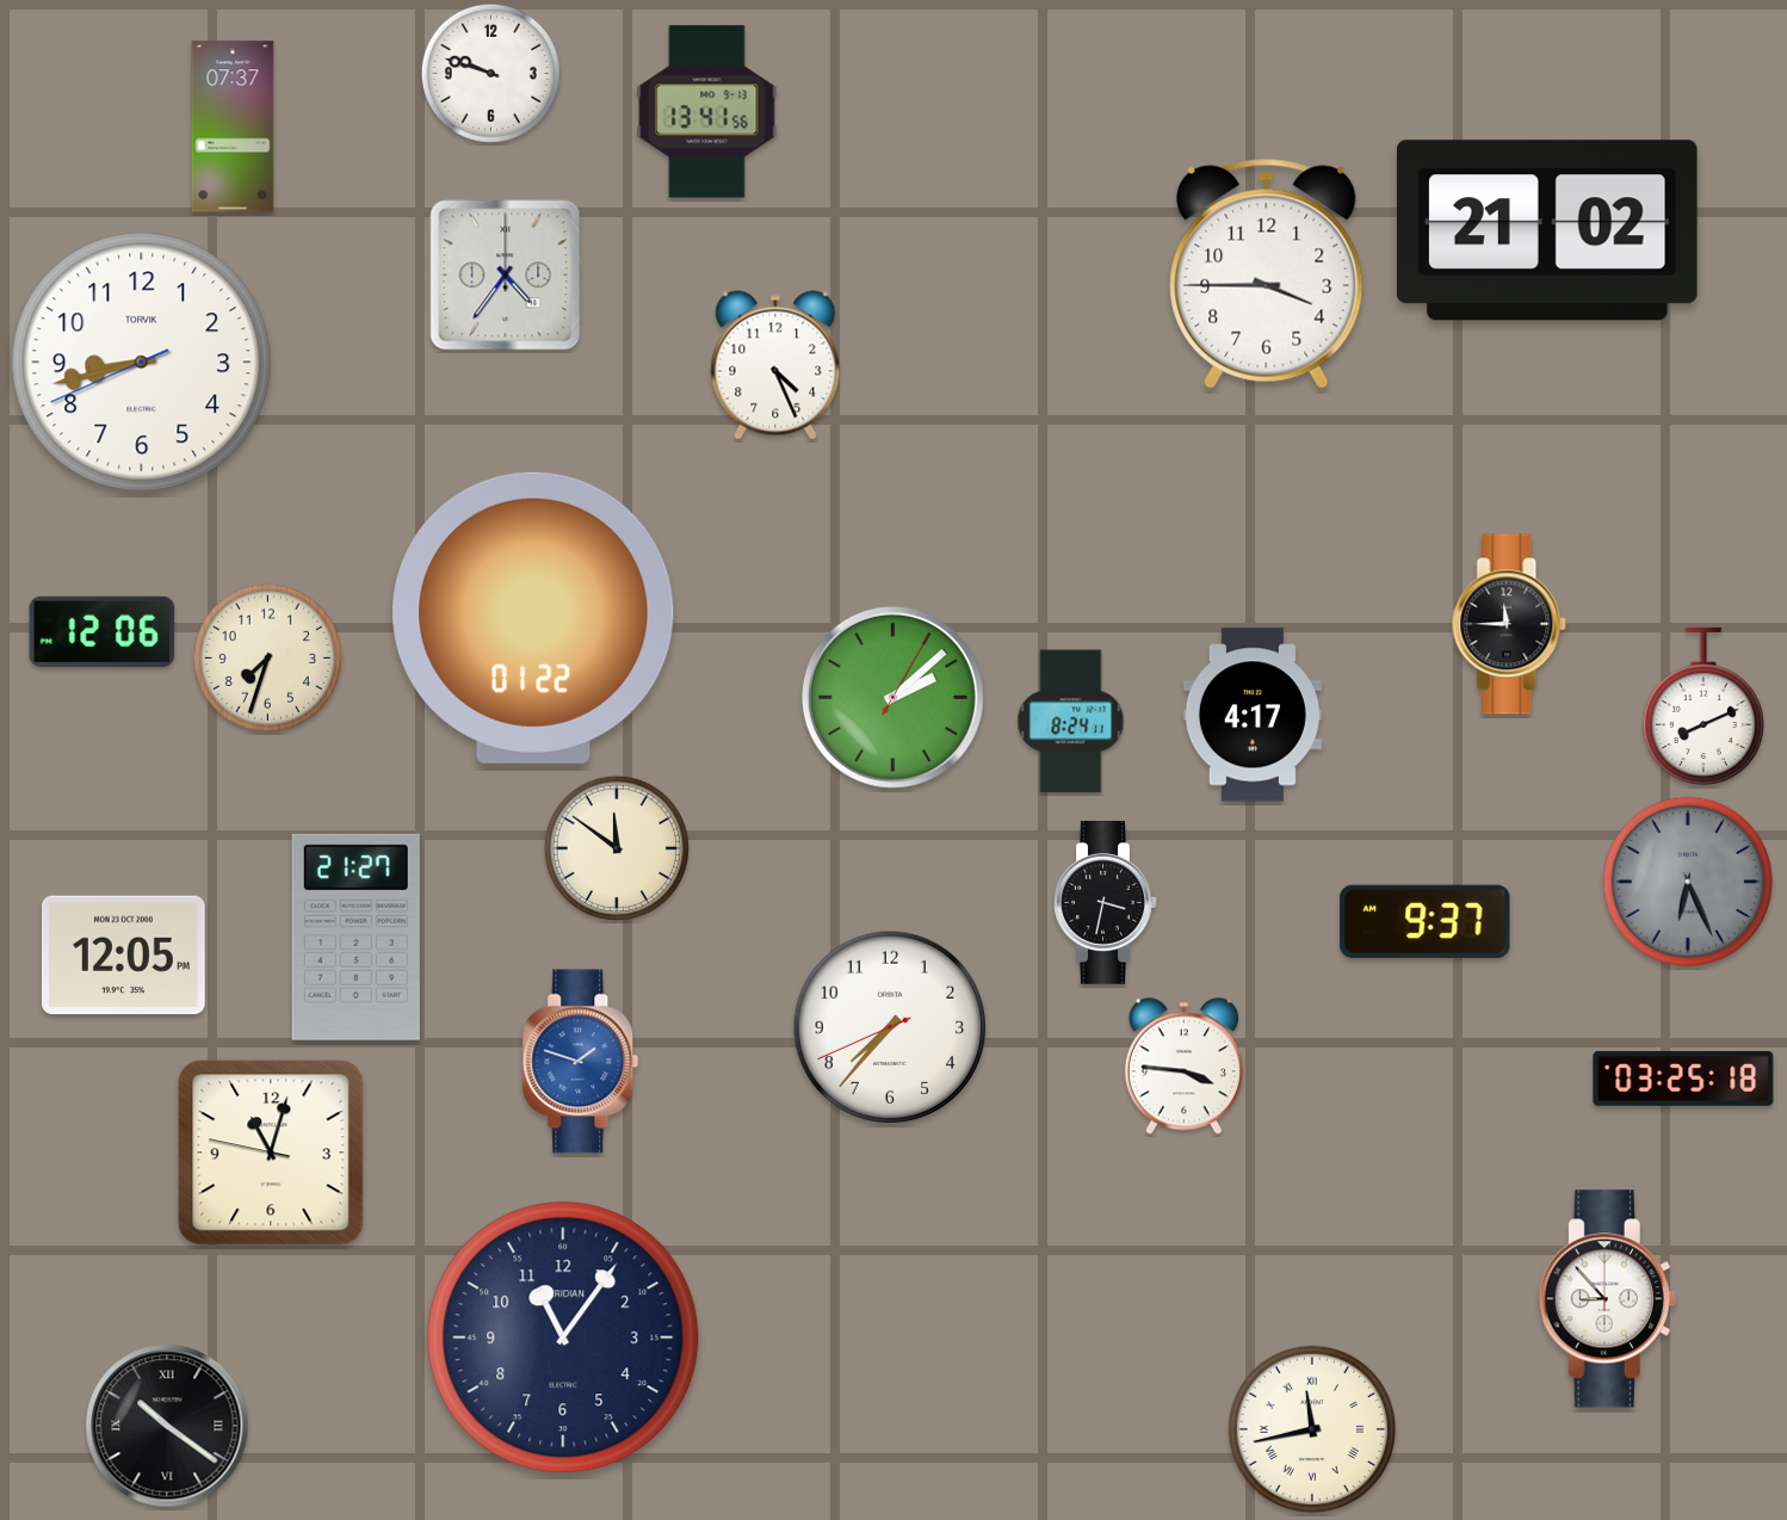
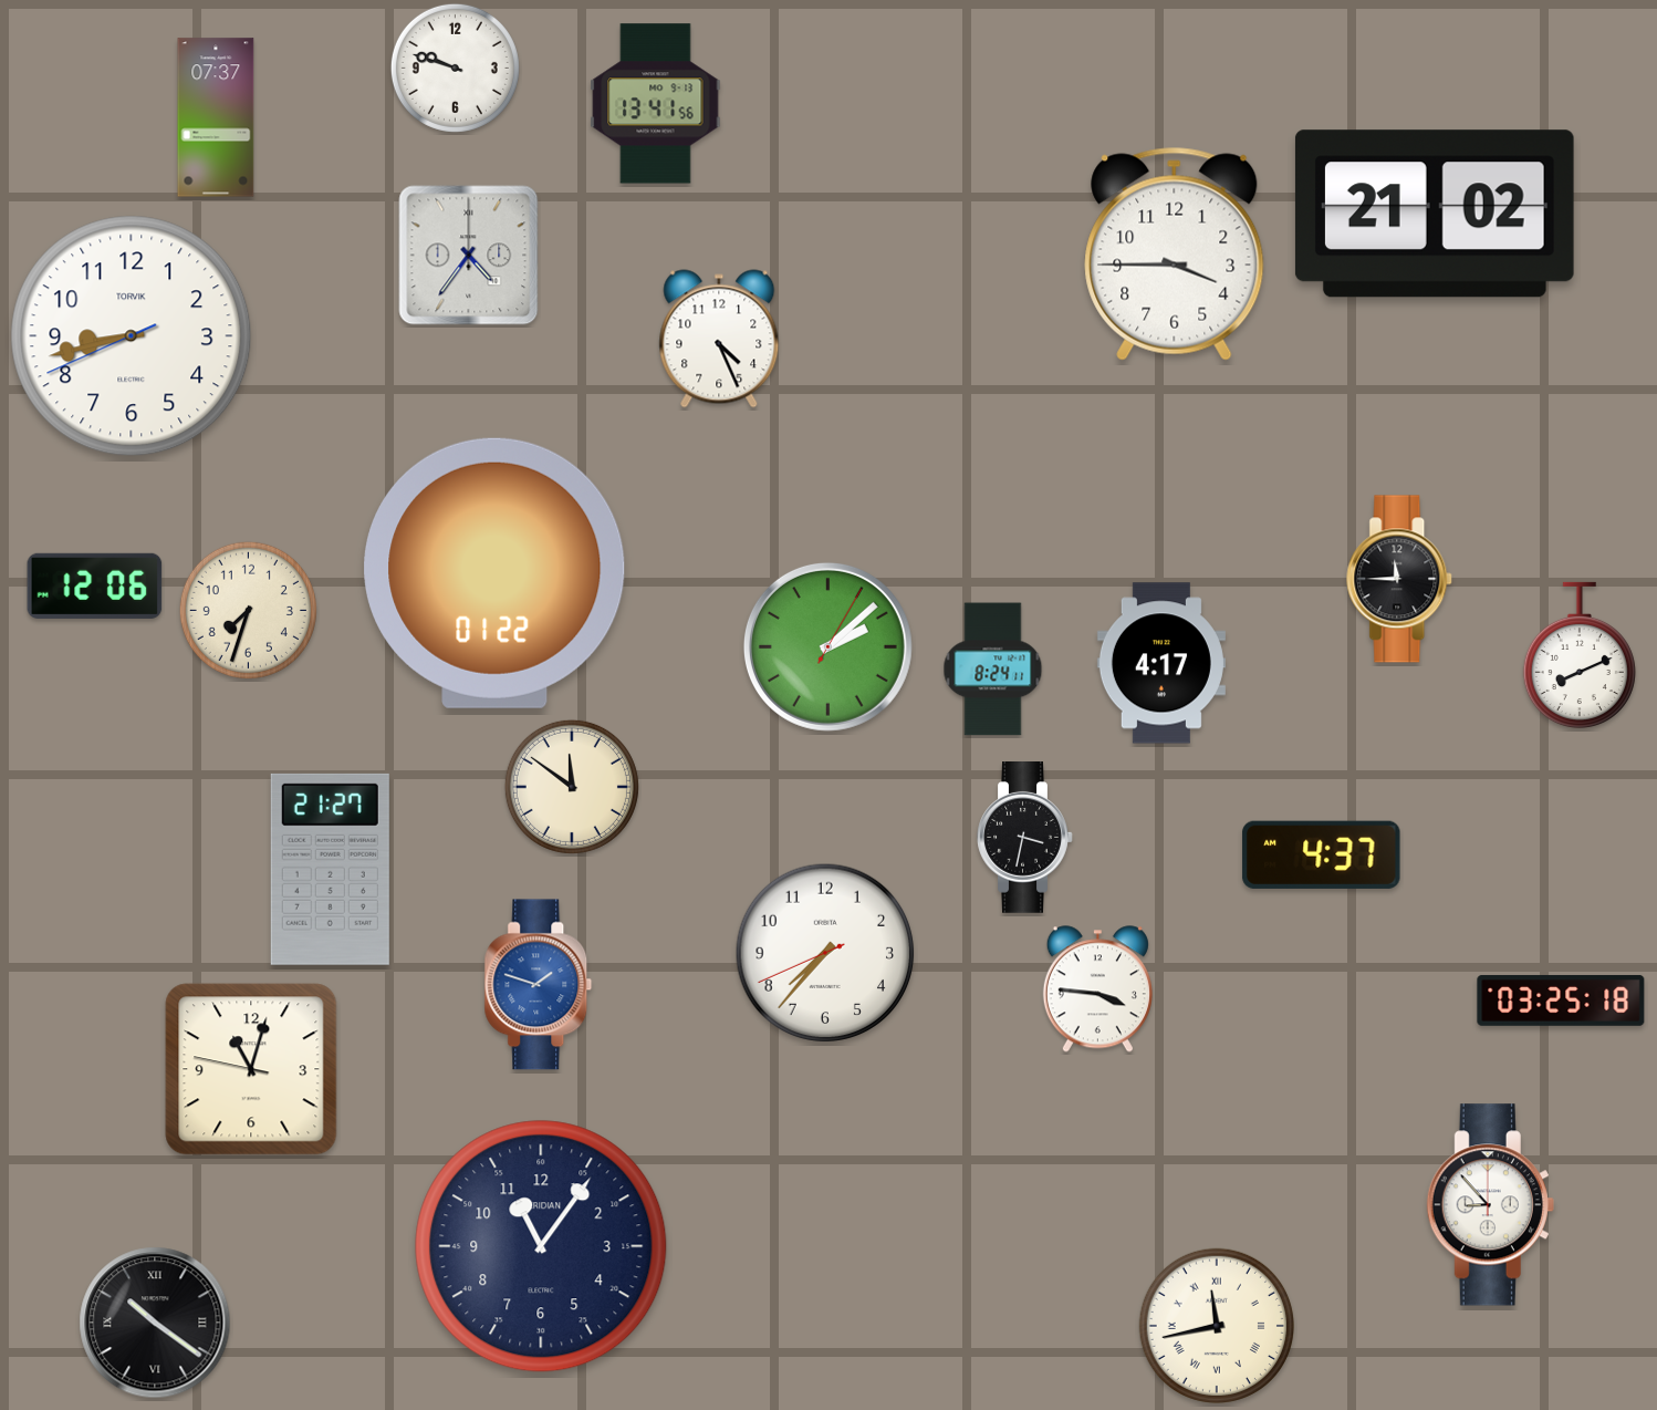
clock at (1687, 881): 6:26 -> none
clock at (1426, 921): 9:37 -> 4:37
clock at (123, 956): 12:05 -> none
clock at (563, 1337) position: (563, 1337) -> (541, 1246)
